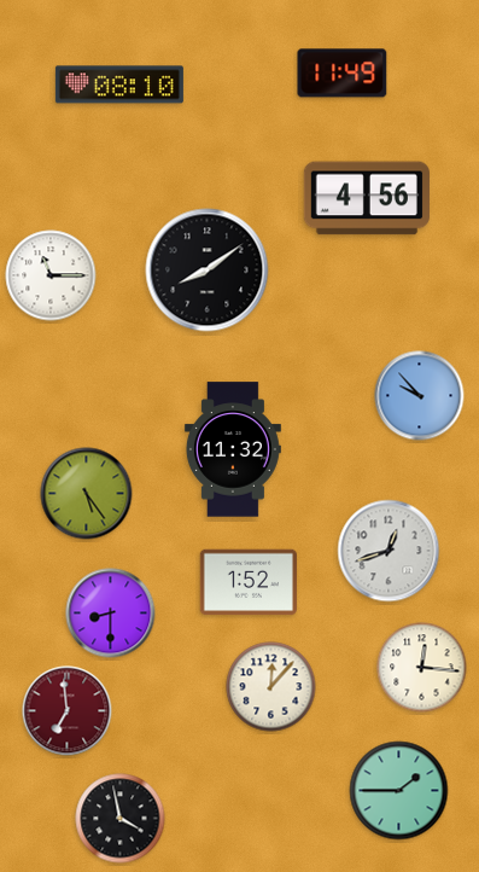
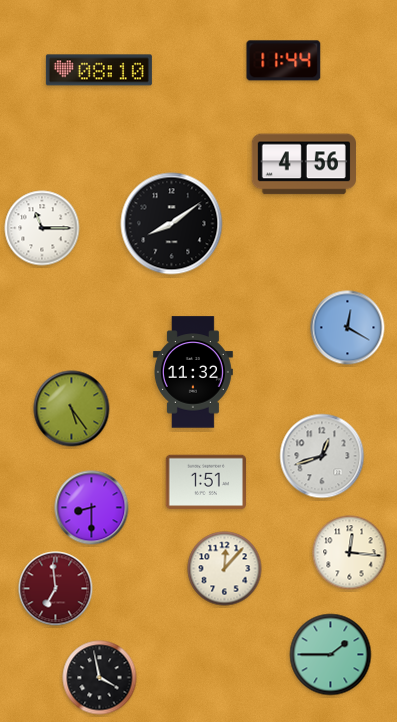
clock at (343, 74): 11:49 -> 11:44
clock at (420, 396): 9:53 -> 12:20
clock at (247, 582): 1:52 -> 1:51
